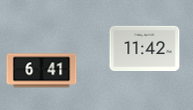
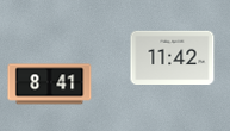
clock at (42, 71): 6:41 -> 8:41
